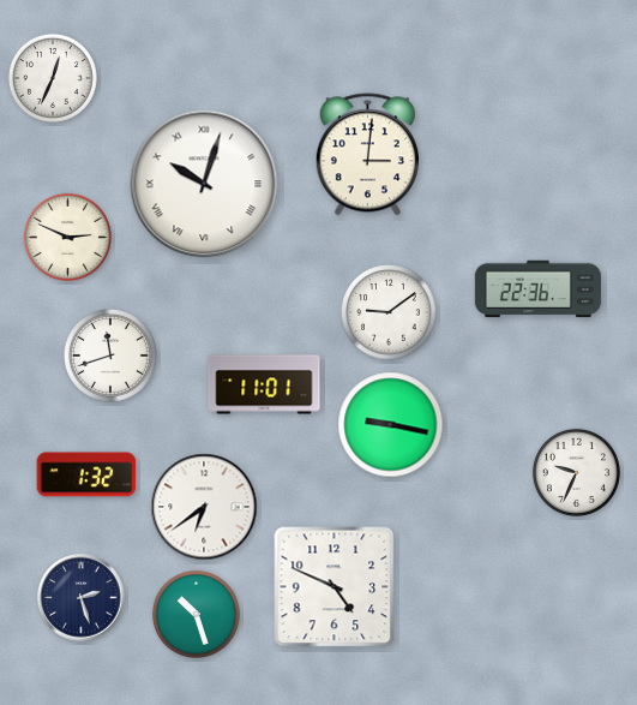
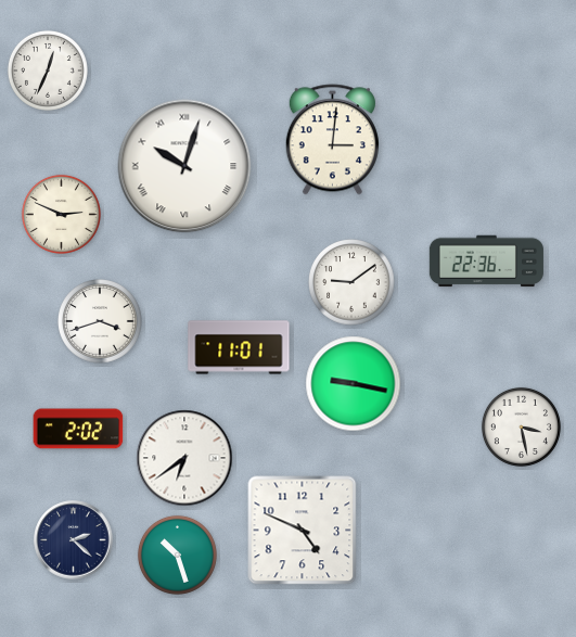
clock at (112, 357): 11:42 -> 3:42
clock at (576, 472): 9:34 -> 3:28
clock at (86, 474): 1:32 -> 2:02
clock at (82, 598): 2:27 -> 2:22
